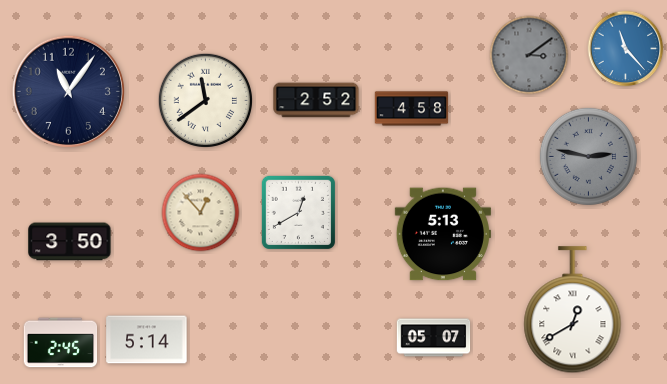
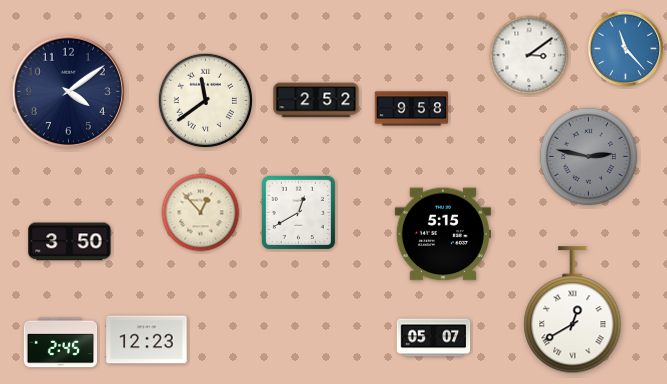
clock at (529, 55) dial: grey -> white
clock at (68, 91): 11:06 -> 4:09
clock at (412, 109): 4:58 -> 9:58
clock at (443, 234): 5:13 -> 5:15
clock at (147, 340): 5:14 -> 12:23
